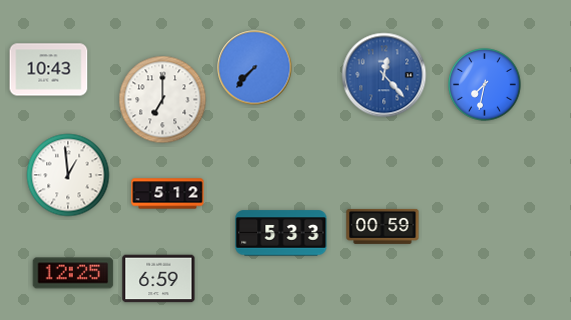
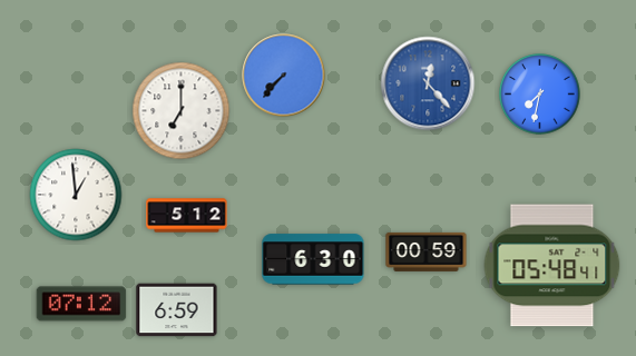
clock at (49, 70): 10:43 -> none
clock at (281, 233): 5:33 -> 6:30
clock at (552, 266): none -> 05:48
clock at (73, 273): 12:25 -> 07:12
